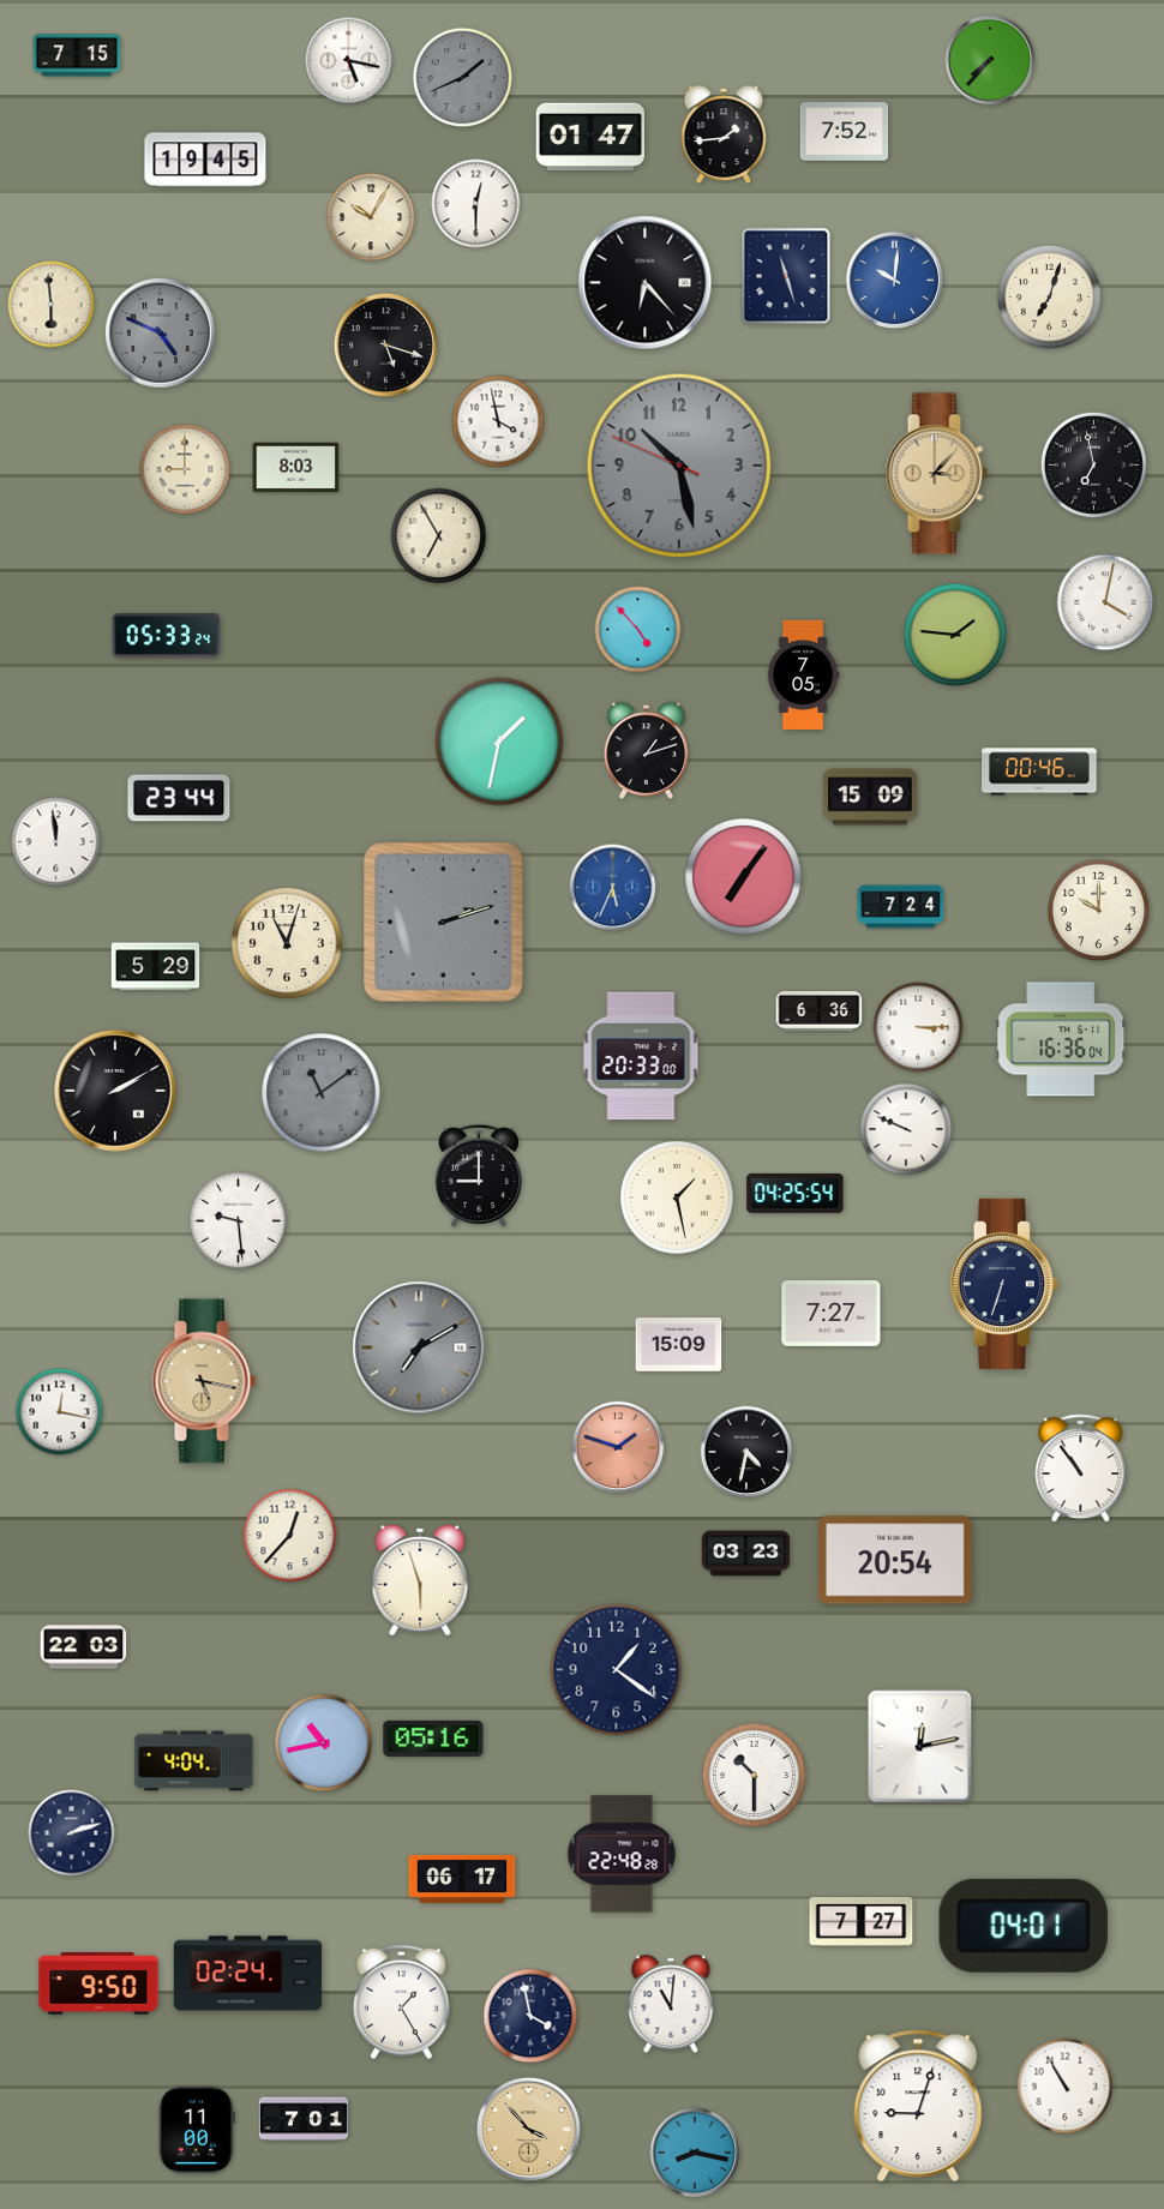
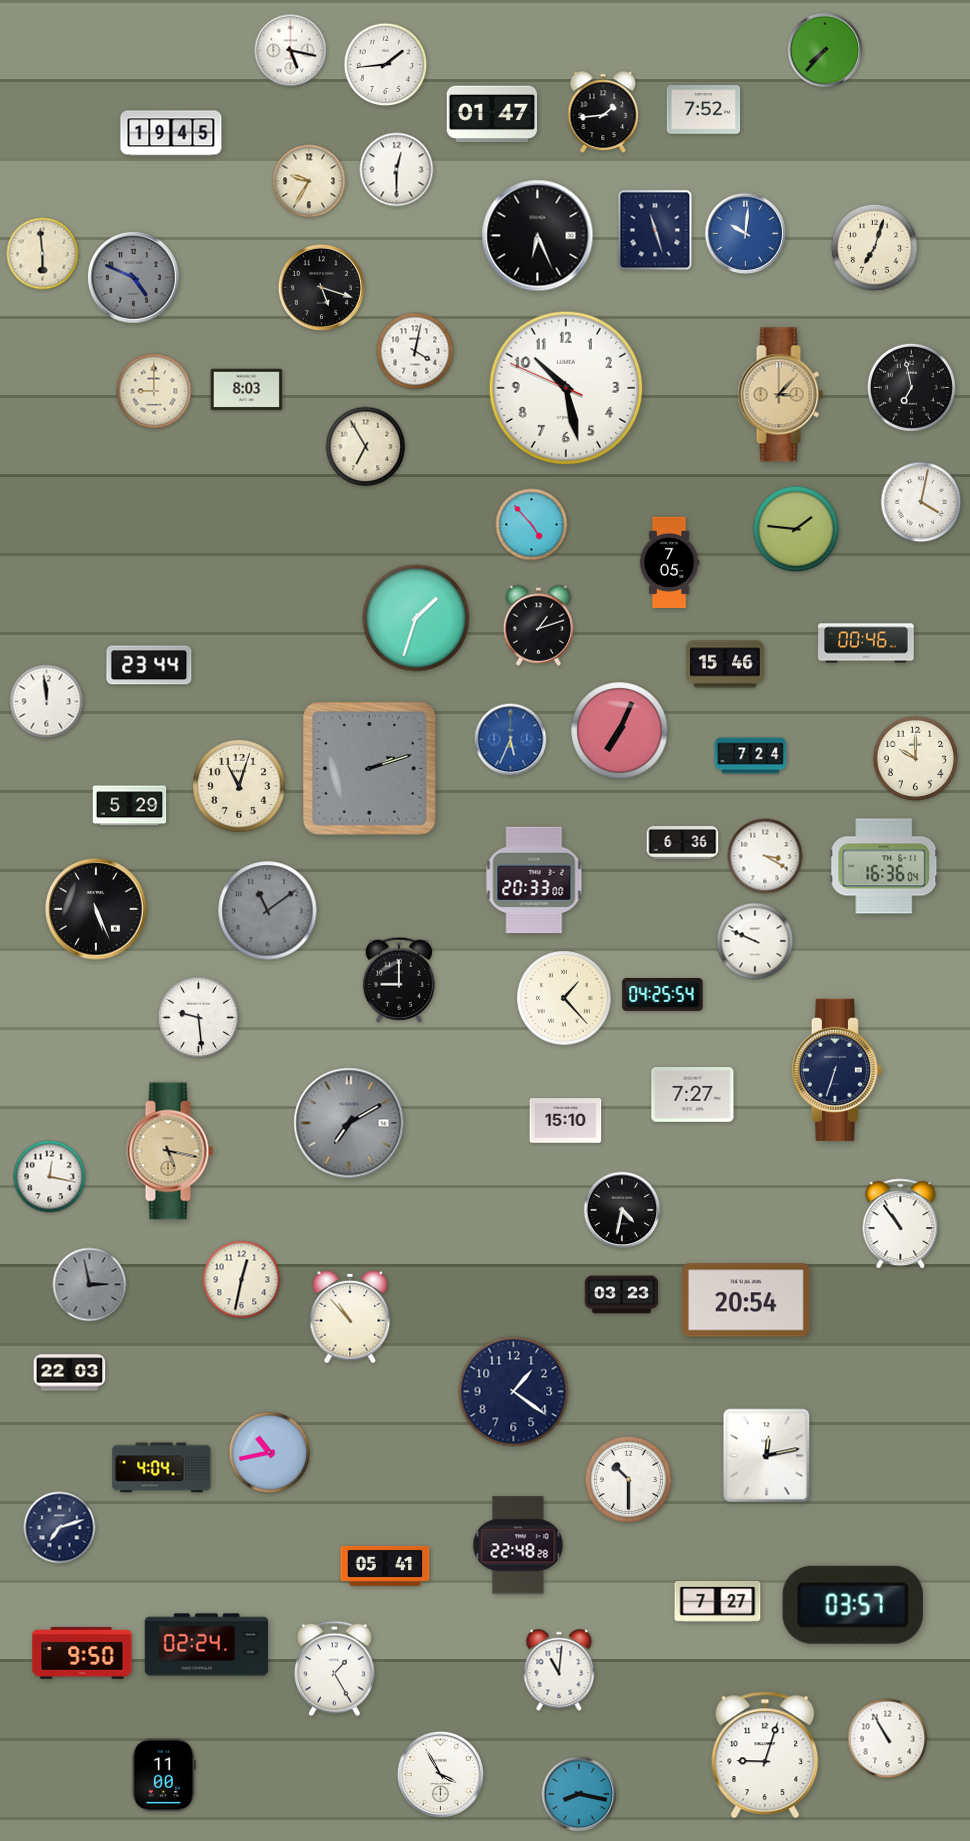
clock at (77, 55): 7:15 -> none
clock at (463, 78): 1:41 -> 1:44
clock at (463, 78) dial: grey -> white
clock at (371, 217): 10:05 -> 9:35
clock at (646, 283): 6:23 -> 6:26
clock at (498, 421): 3:58 -> 4:02
clock at (678, 464) dial: grey -> white
clock at (167, 636): 05:33 -> none
clock at (499, 742): 1:32 -> 1:33
clock at (870, 797): 15:09 -> 15:46
clock at (744, 877): 7:06 -> 7:04
clock at (918, 1027): 3:15 -> 3:20
clock at (115, 1091): 2:10 -> 5:26
clock at (677, 1197): 1:28 -> 1:23
clock at (679, 1345): 15:09 -> 15:10
clock at (618, 1447): 1:48 -> none
clock at (290, 1536): 12:37 -> 12:32
clock at (90, 1285): none -> 2:58
clock at (420, 1580): 5:57 -> 10:53
clock at (433, 1739): 05:16 -> none
clock at (72, 1833): 2:12 -> 7:12
clock at (462, 1879): 06:17 -> 05:41
clock at (1024, 1926): 04:01 -> 03:57
clock at (530, 2016): 3:58 -> none
clock at (302, 2119): 7:01 -> none
clock at (528, 2129): 3:53 -> 3:55
clock at (528, 2129) dial: champagne -> white
